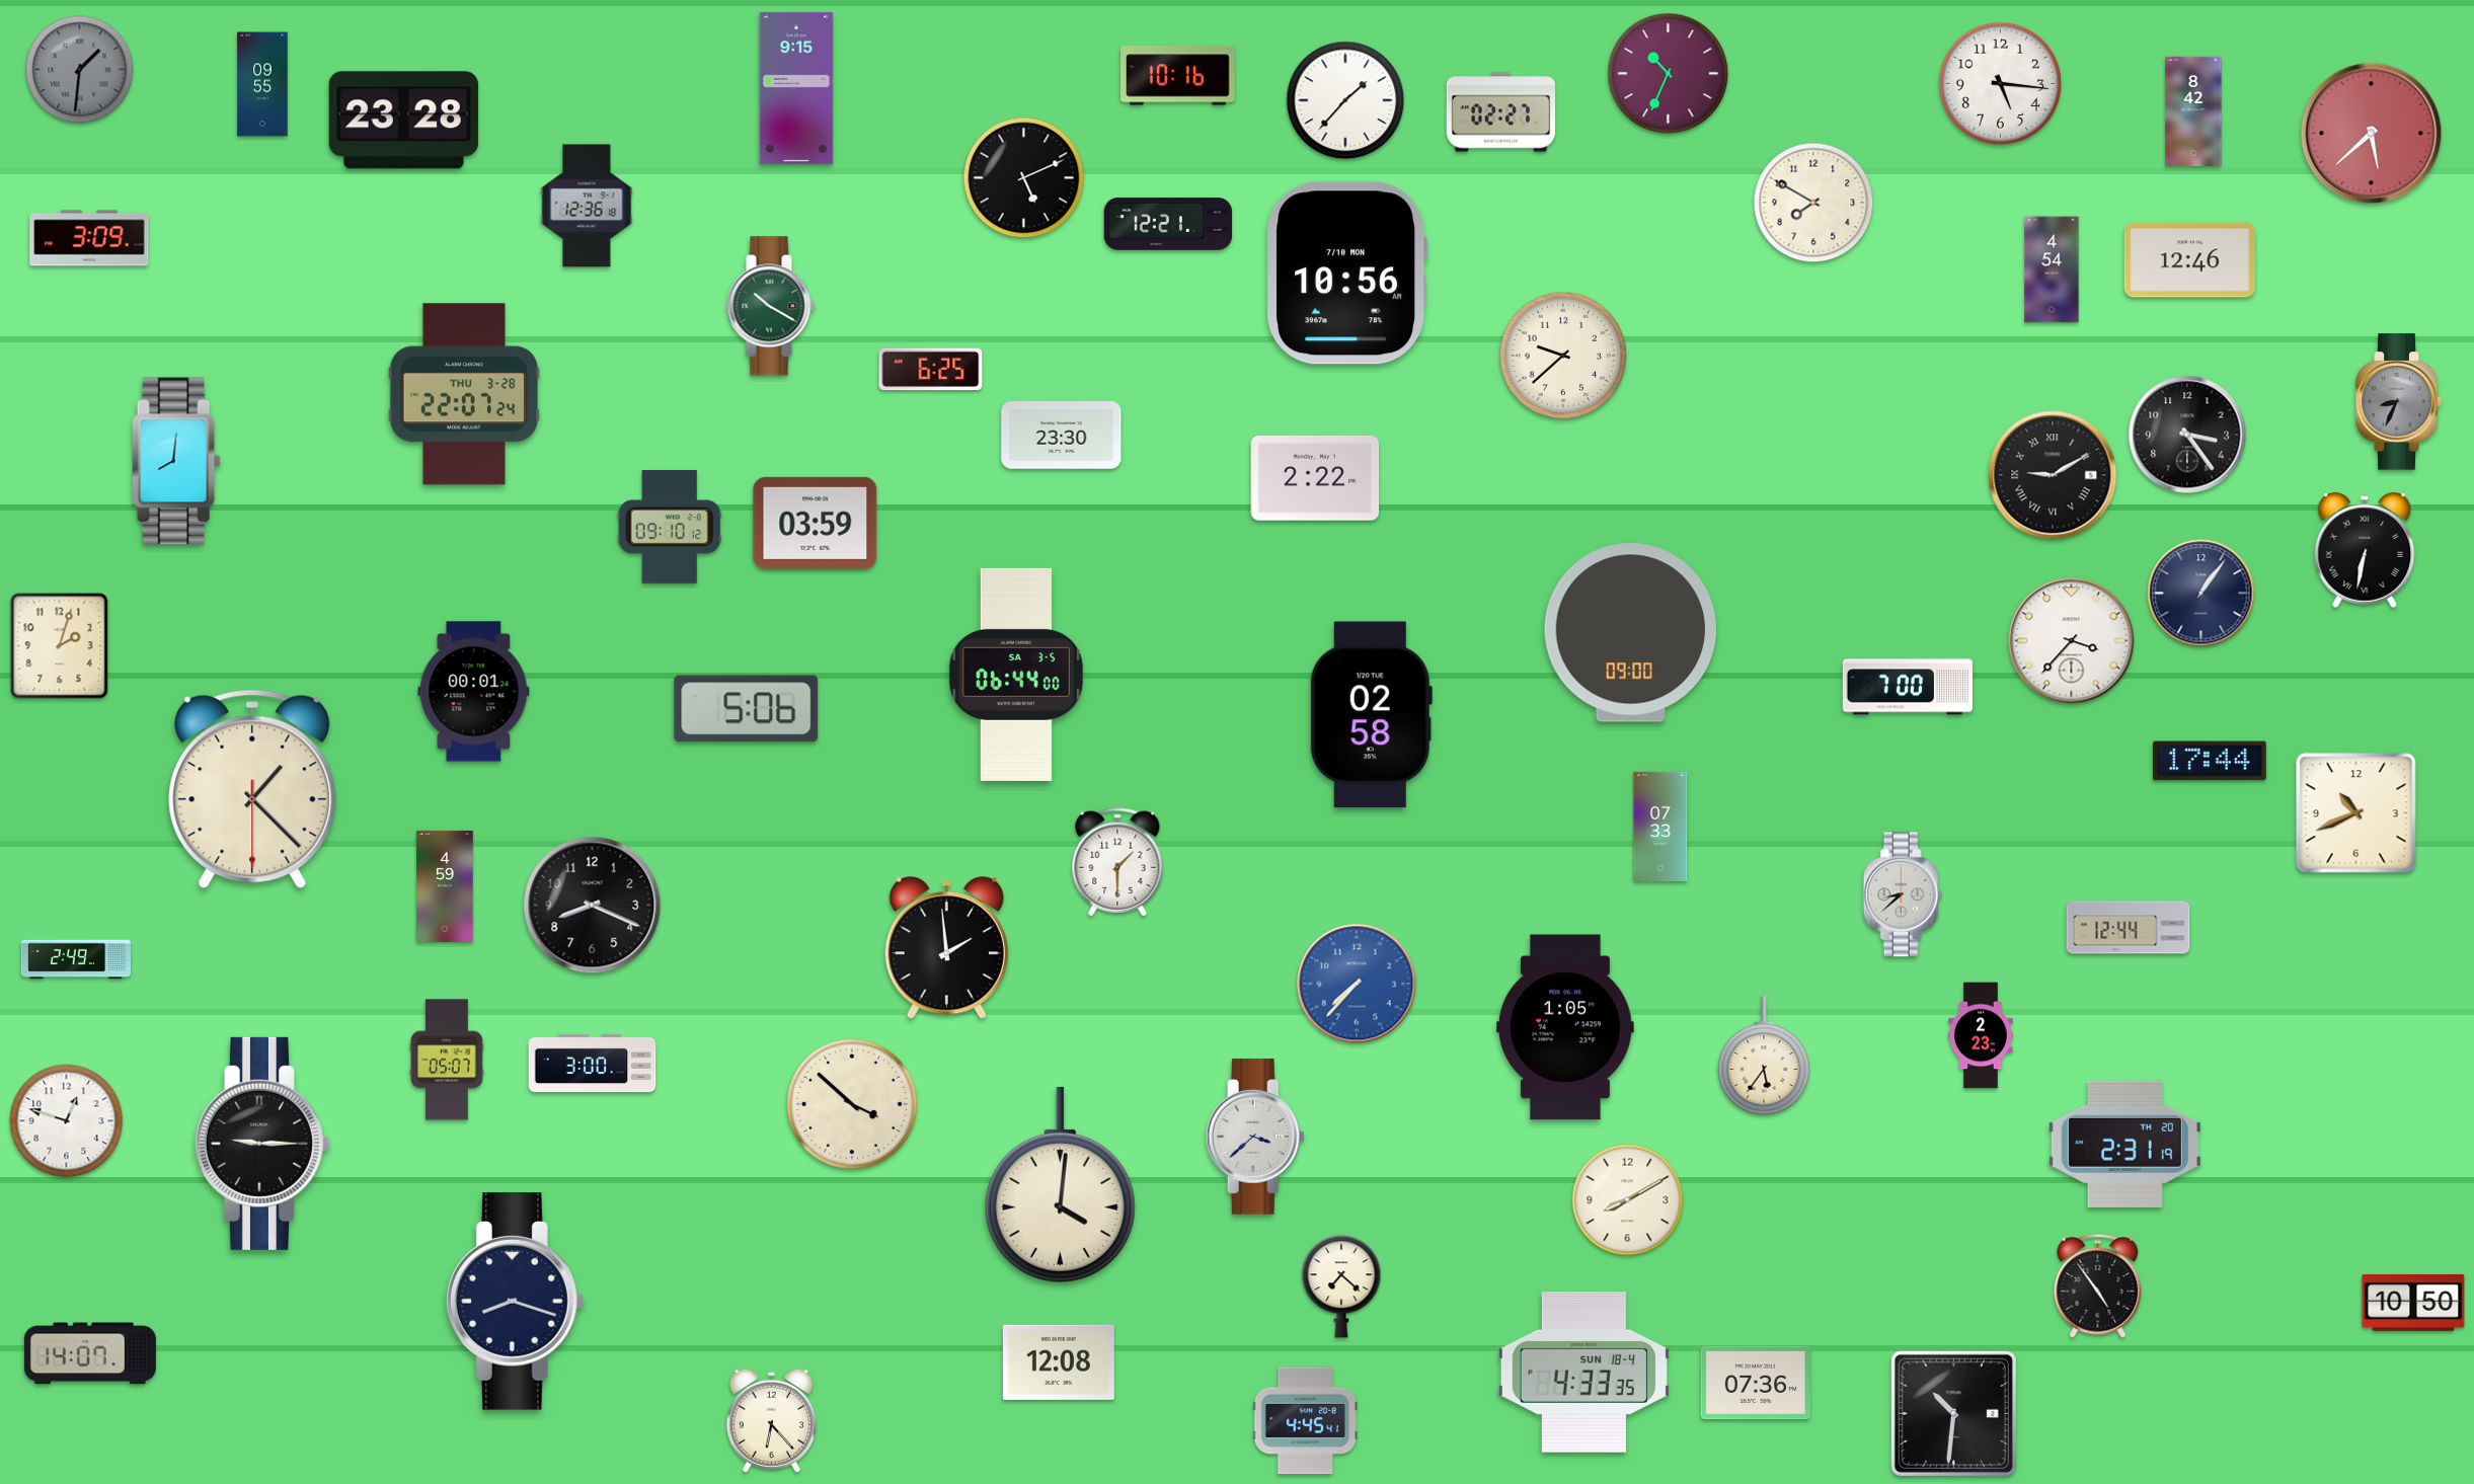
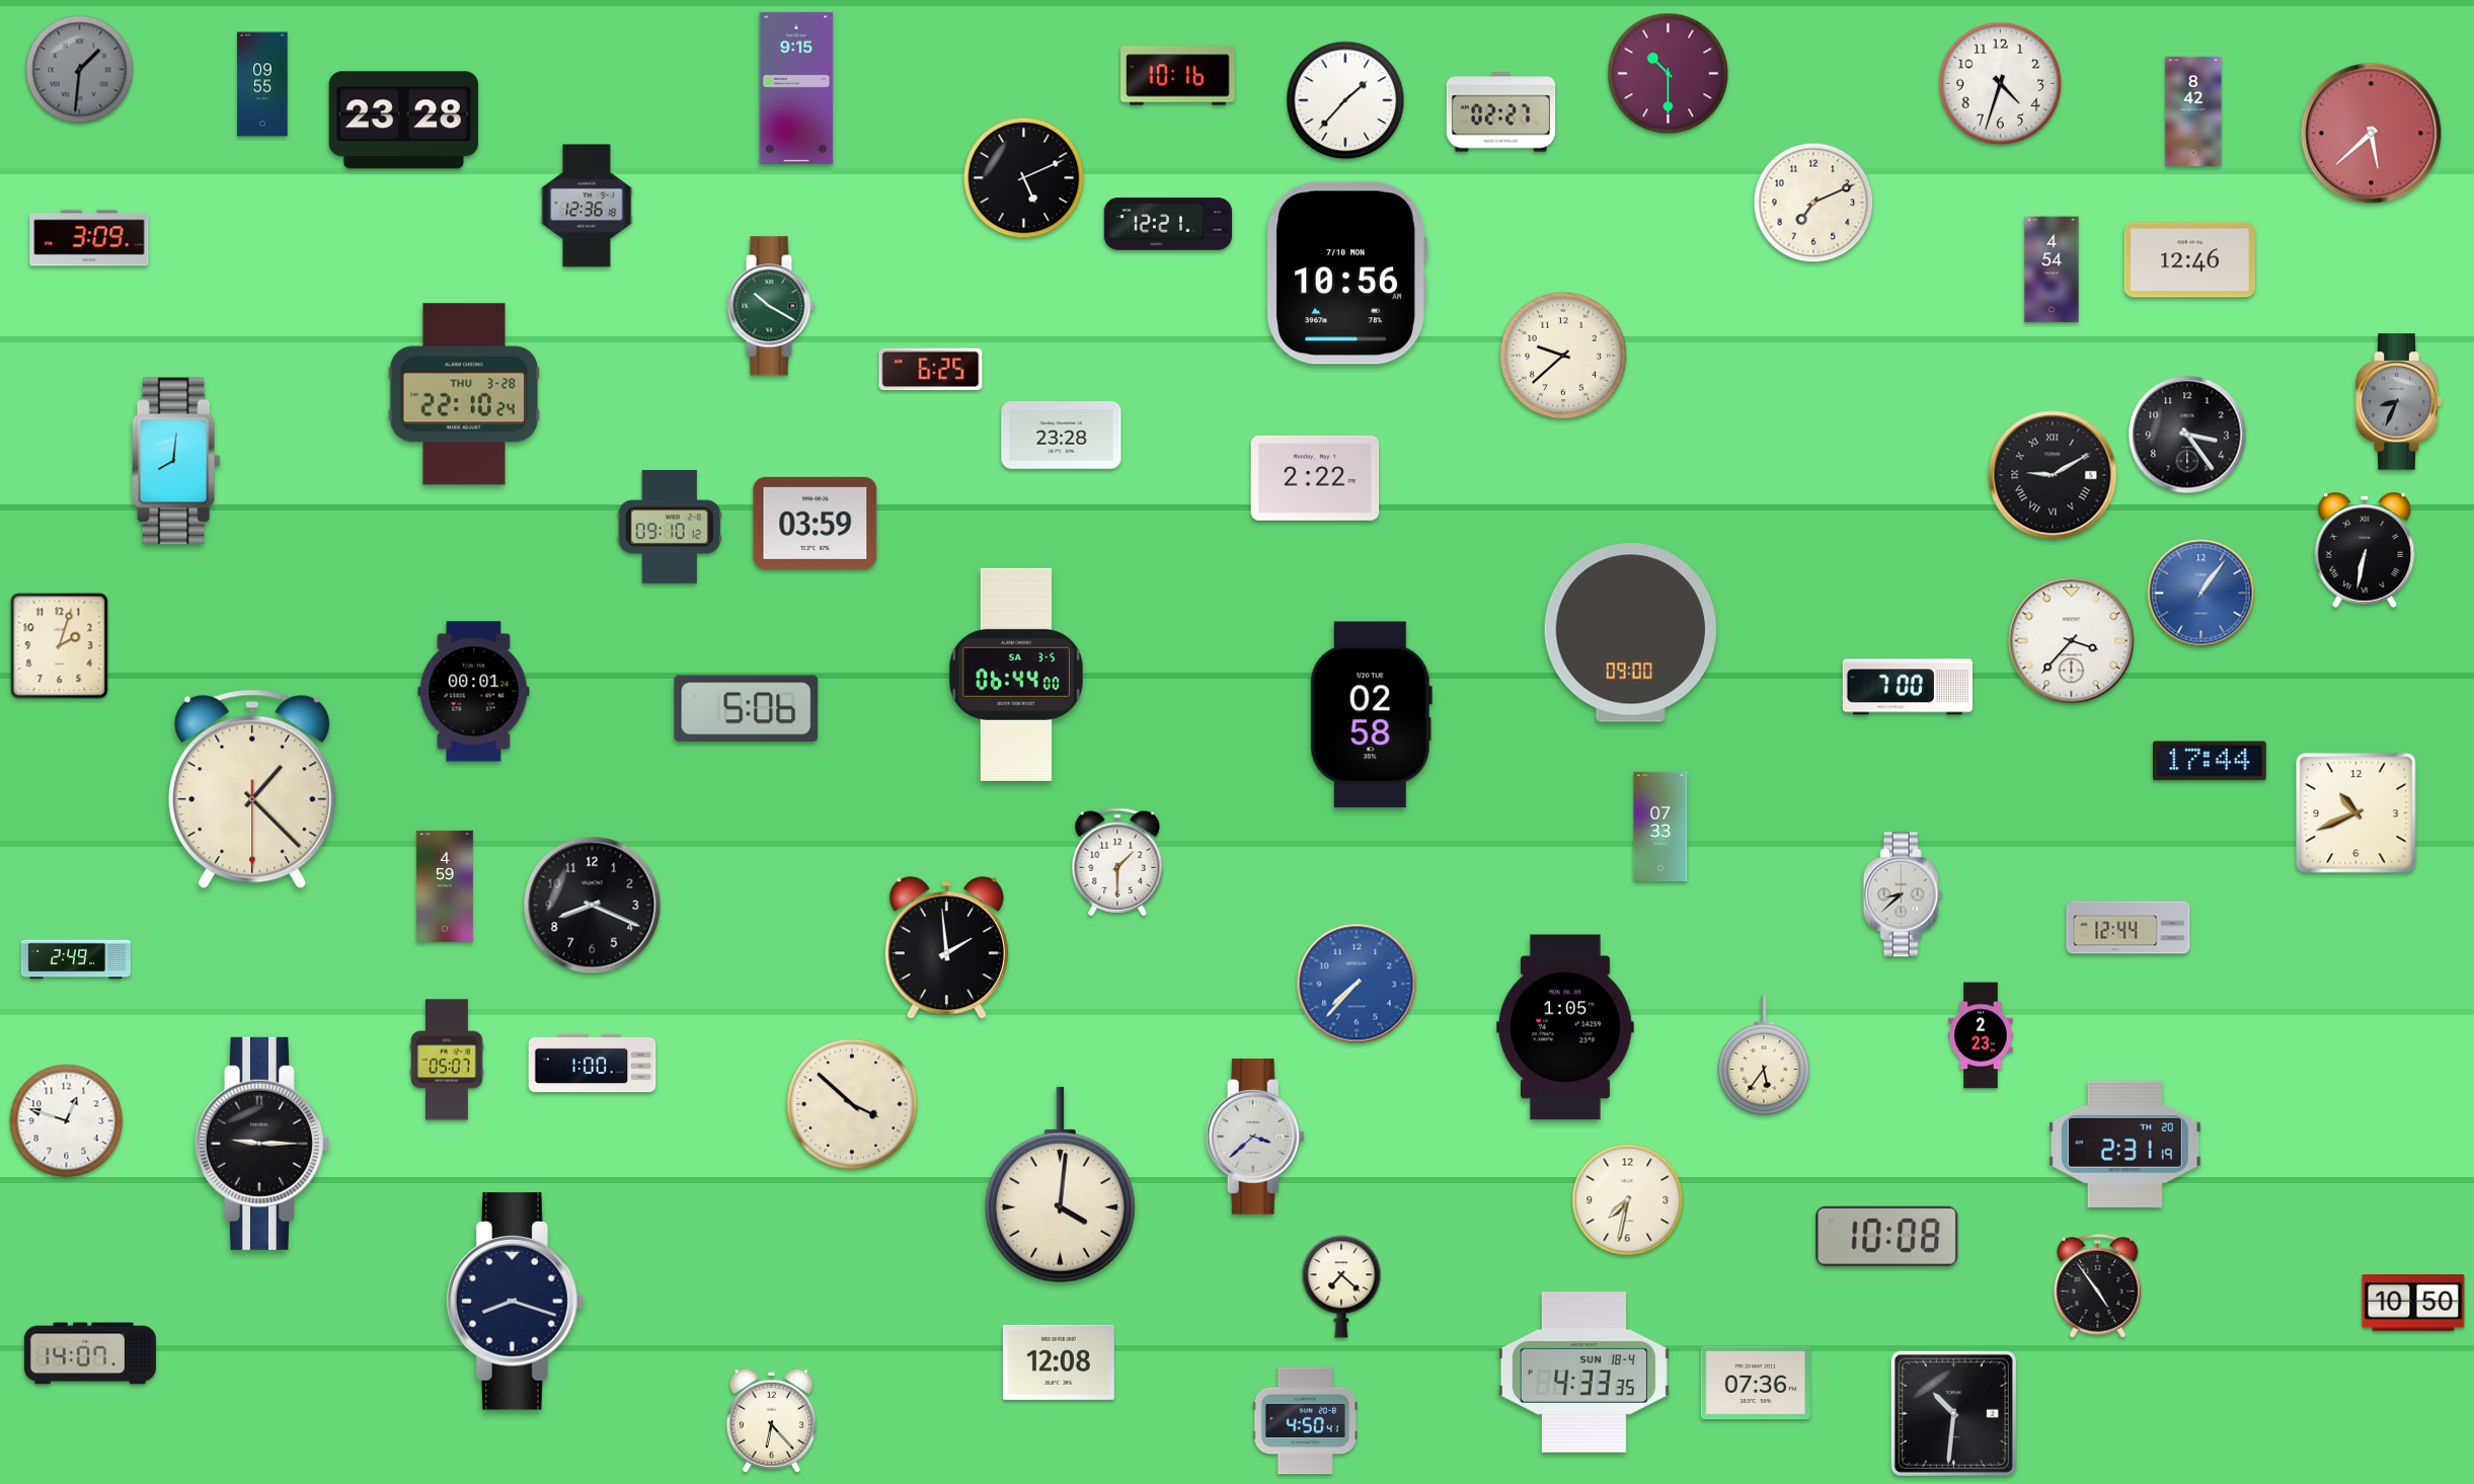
clock at (1669, 74): 10:34 -> 10:30
clock at (2001, 84): 5:16 -> 4:33
clock at (1813, 203): 7:50 -> 7:11
clock at (464, 394): 22:07 -> 22:10
clock at (1062, 436): 23:30 -> 23:28
clock at (2201, 594) dial: navy -> blue
clock at (593, 1064): 3:00 -> 1:00
clock at (1628, 1200): 8:10 -> 7:32
clock at (1887, 1236): none -> 10:08
clock at (1305, 1421): 4:45 -> 4:50
